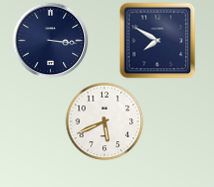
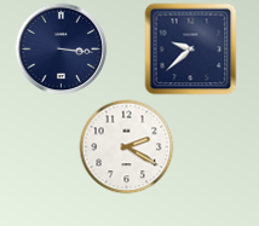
clock at (158, 41): 7:50 -> 9:38
clock at (105, 122): 5:41 -> 2:20
